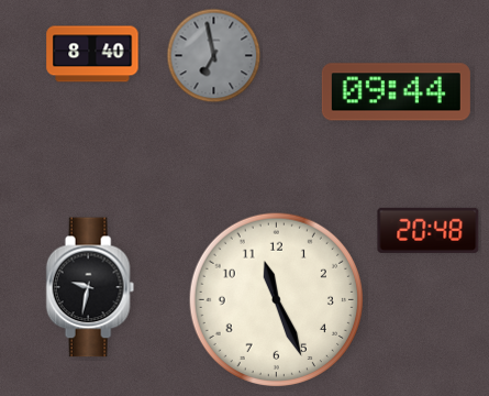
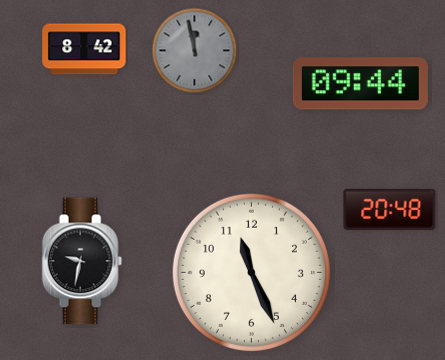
clock at (92, 54): 8:40 -> 8:42
clock at (214, 56): 6:58 -> 11:58
